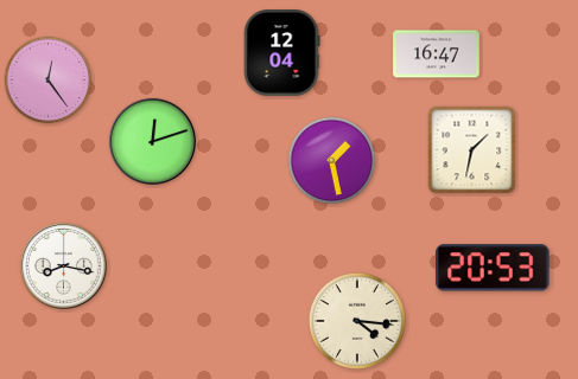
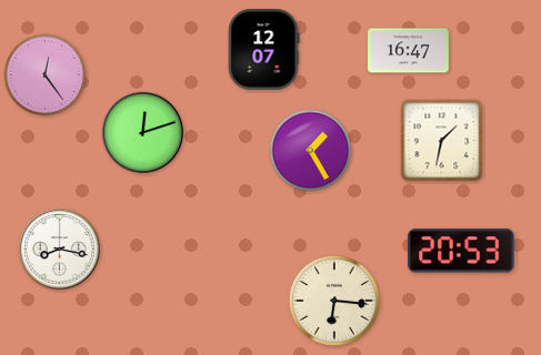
clock at (282, 53): 12:04 -> 12:07
clock at (332, 161): 1:28 -> 1:25
clock at (357, 321): 4:16 -> 6:16
